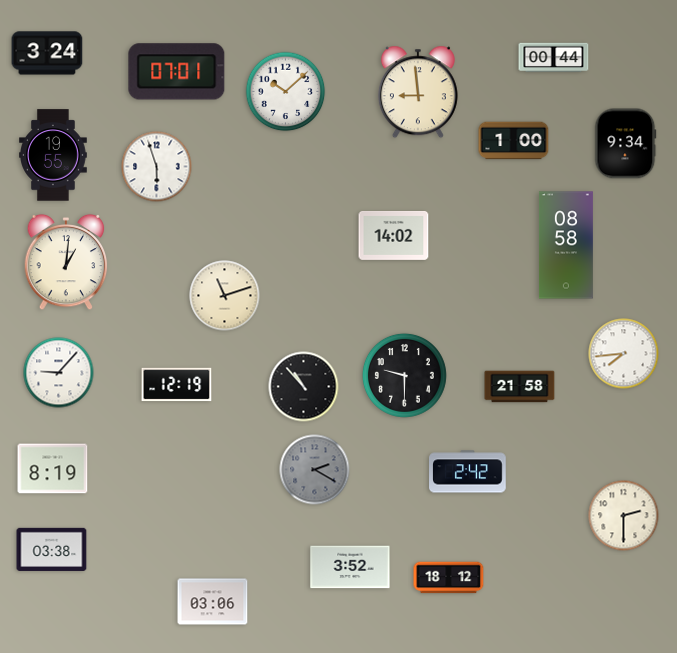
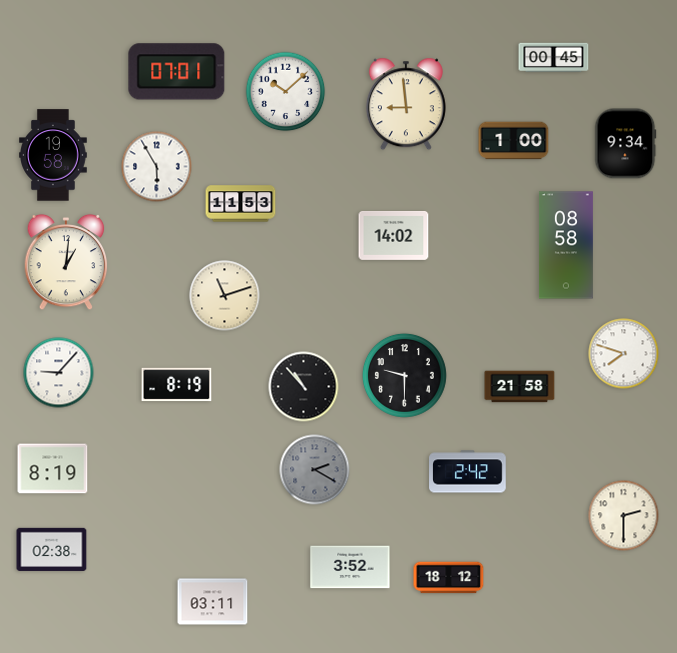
clock at (47, 53): 3:24 -> none
clock at (554, 58): 00:44 -> 00:45
clock at (418, 92) position: (418, 92) -> (406, 104)
clock at (54, 155): 19:55 -> 19:58
clock at (157, 167): 5:57 -> 5:55
clock at (241, 204): none -> 11:53
clock at (624, 354): 7:44 -> 7:48
clock at (177, 385): 12:19 -> 8:19
clock at (52, 549): 03:38 -> 02:38
clock at (213, 602): 03:06 -> 03:11
